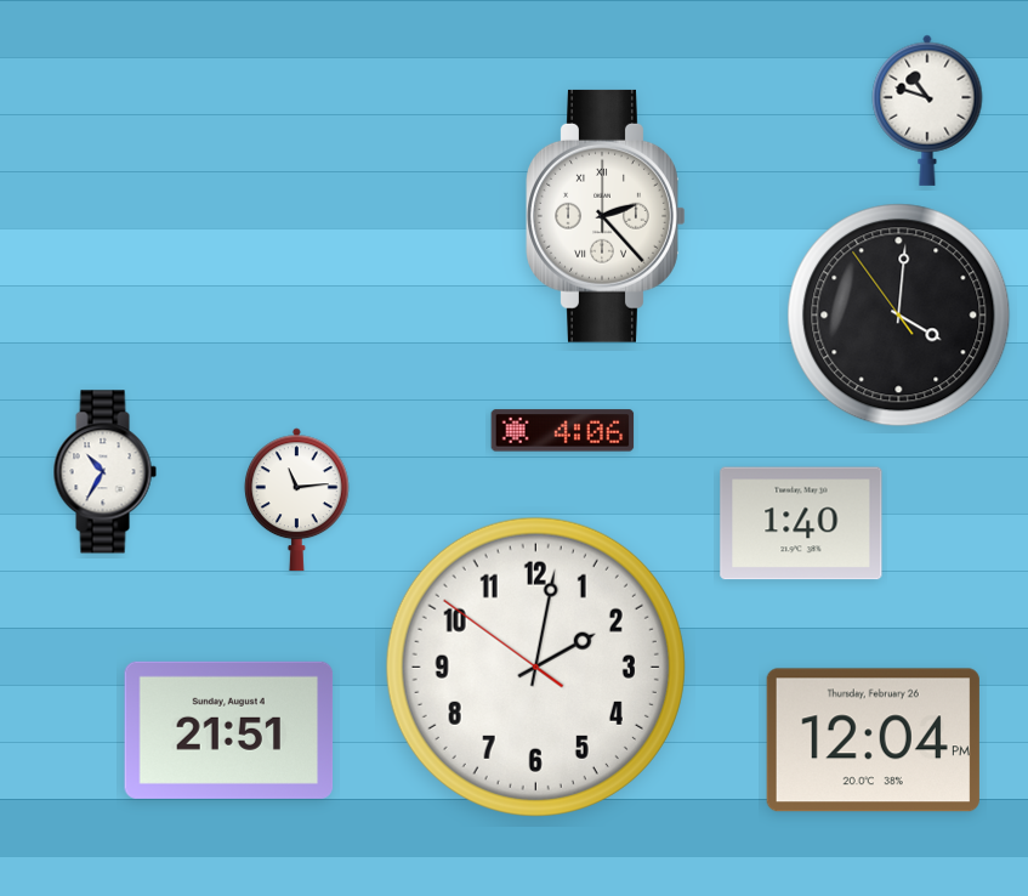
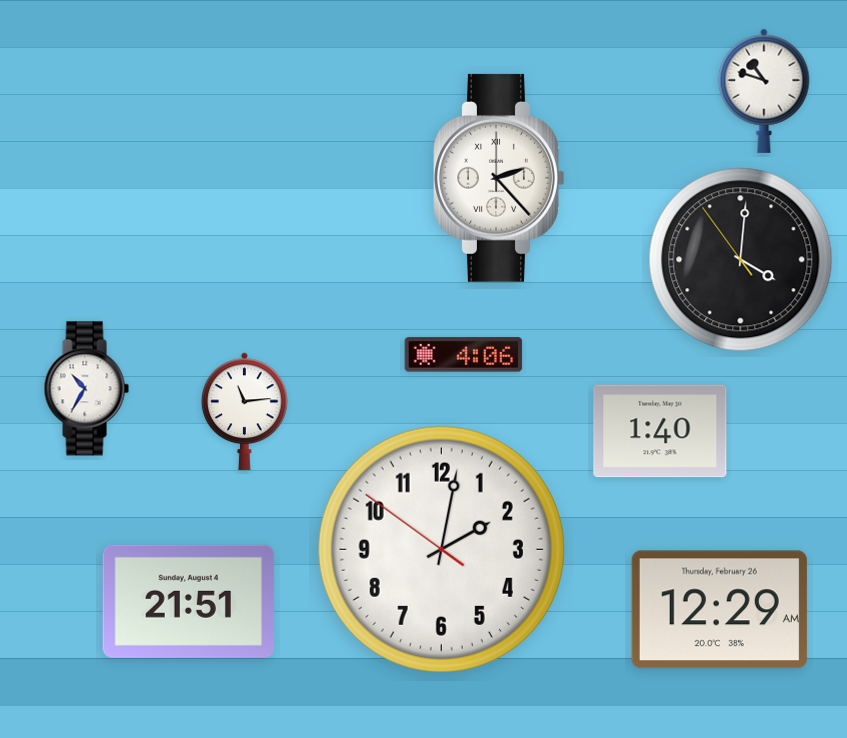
clock at (873, 741): 12:04 -> 12:29
